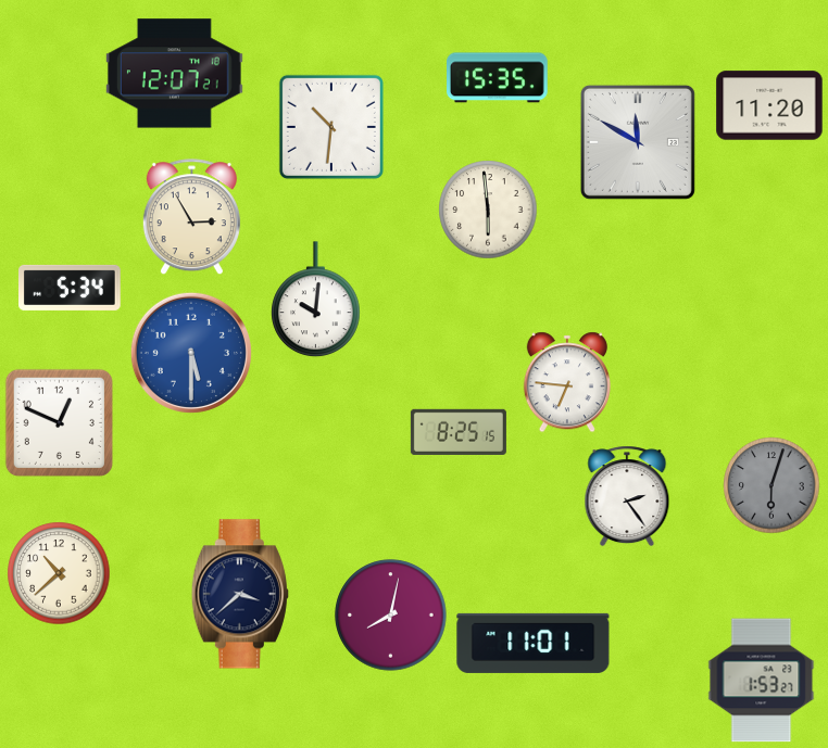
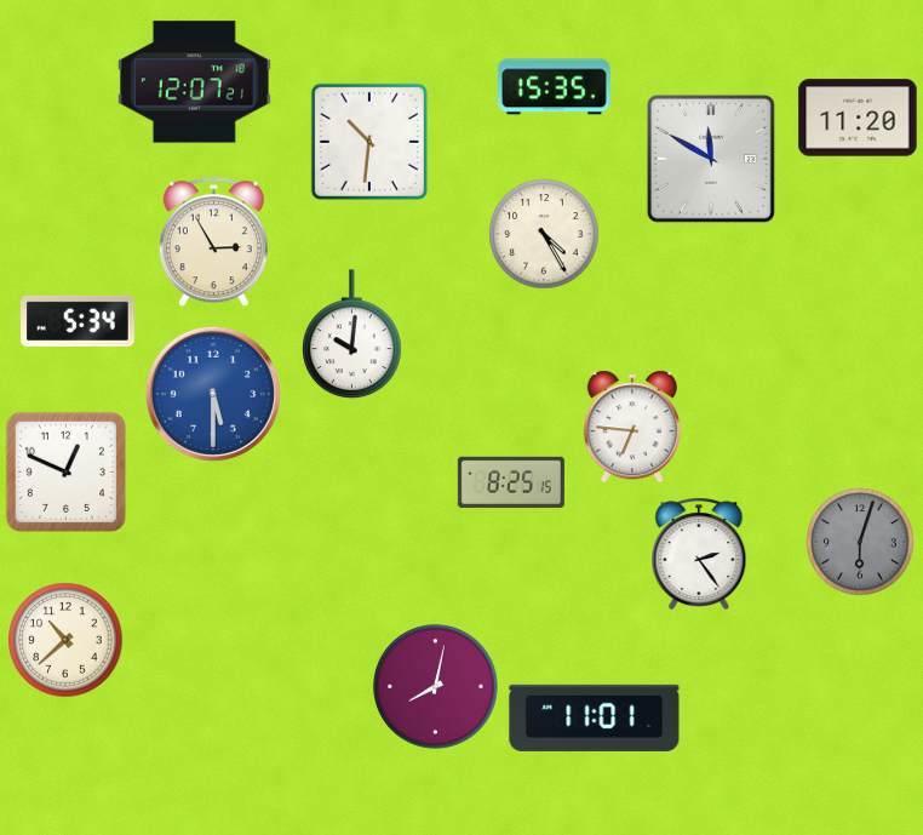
clock at (488, 210): 5:59 -> 4:25
clock at (240, 594): 3:38 -> none
clock at (762, 681): 1:53 -> none
